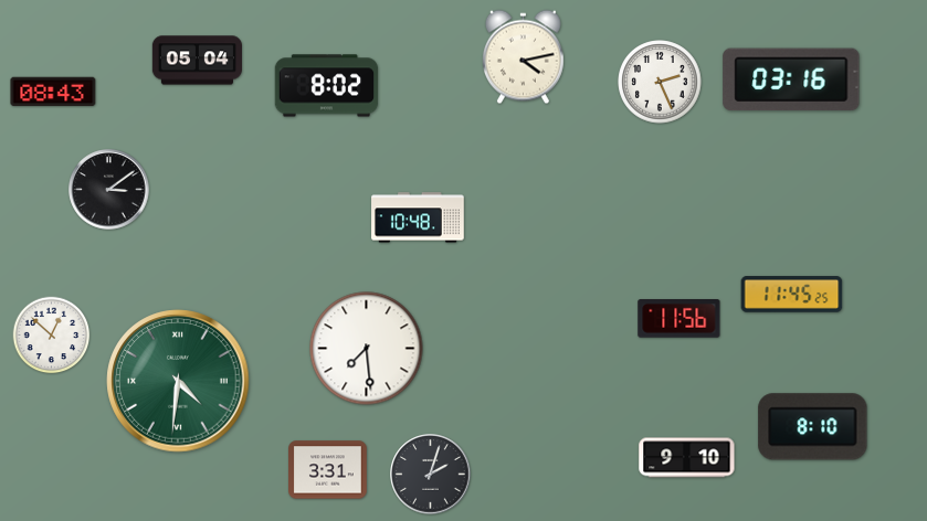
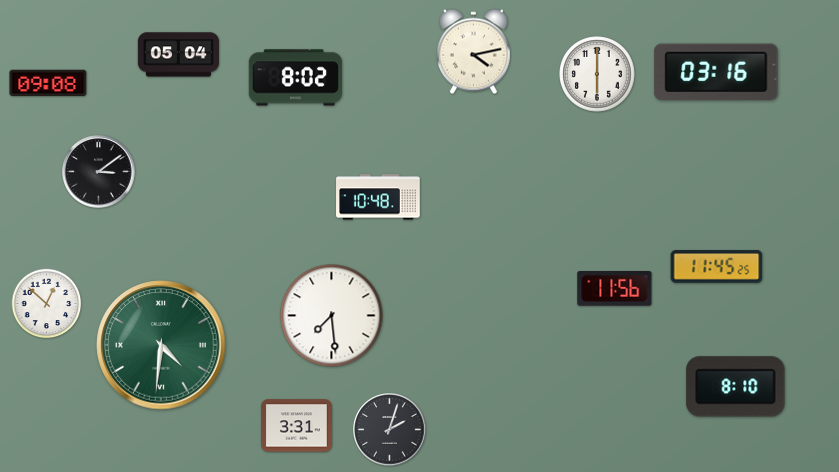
clock at (660, 82): 2:26 -> 6:00
clock at (53, 92): 08:43 -> 09:08
clock at (687, 458): 9:10 -> none
